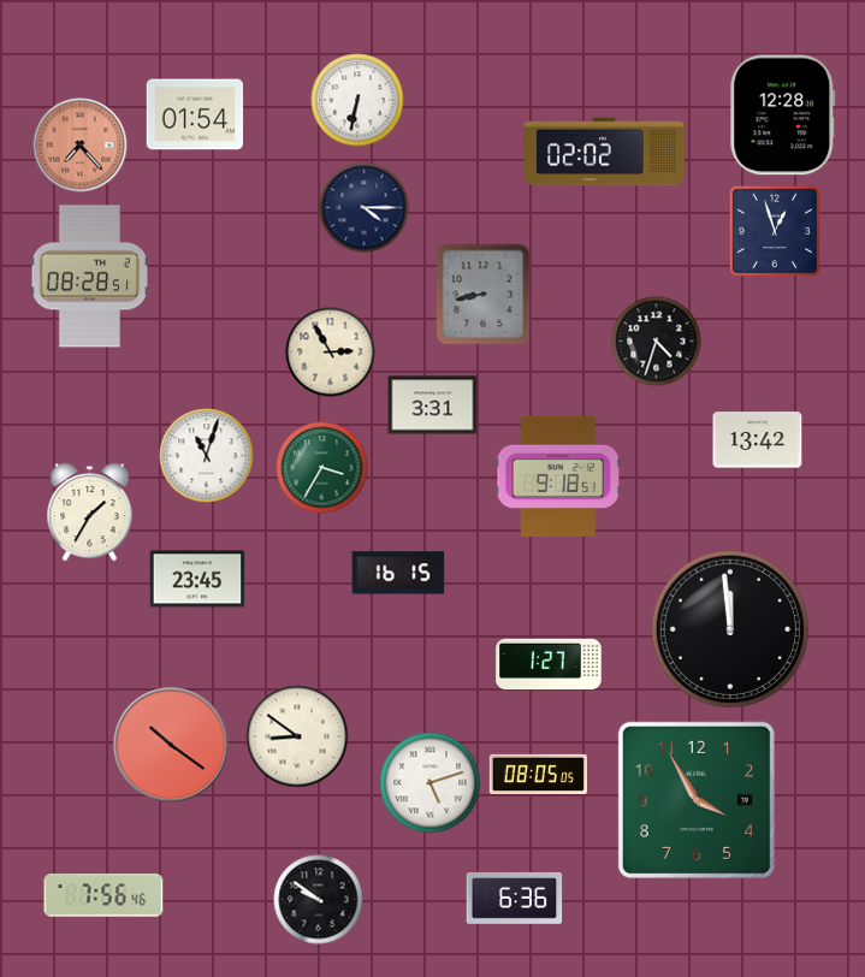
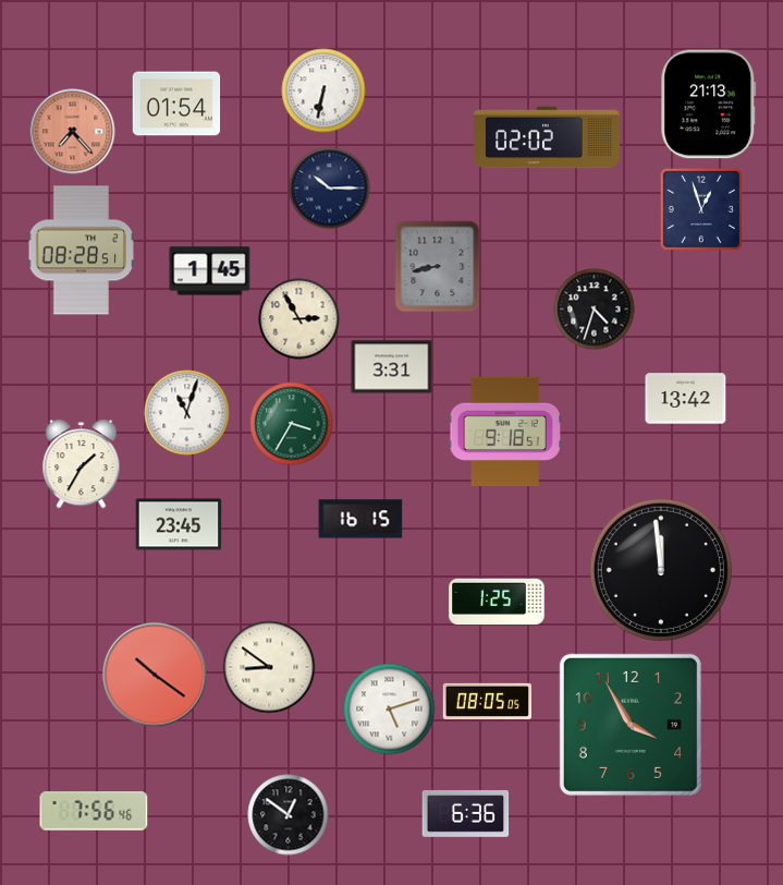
clock at (783, 116): 12:28 -> 21:13
clock at (365, 208): 4:15 -> 10:15
clock at (210, 271): none -> 1:45
clock at (549, 664): 1:27 -> 1:25
clock at (319, 900): 9:51 -> 12:51
